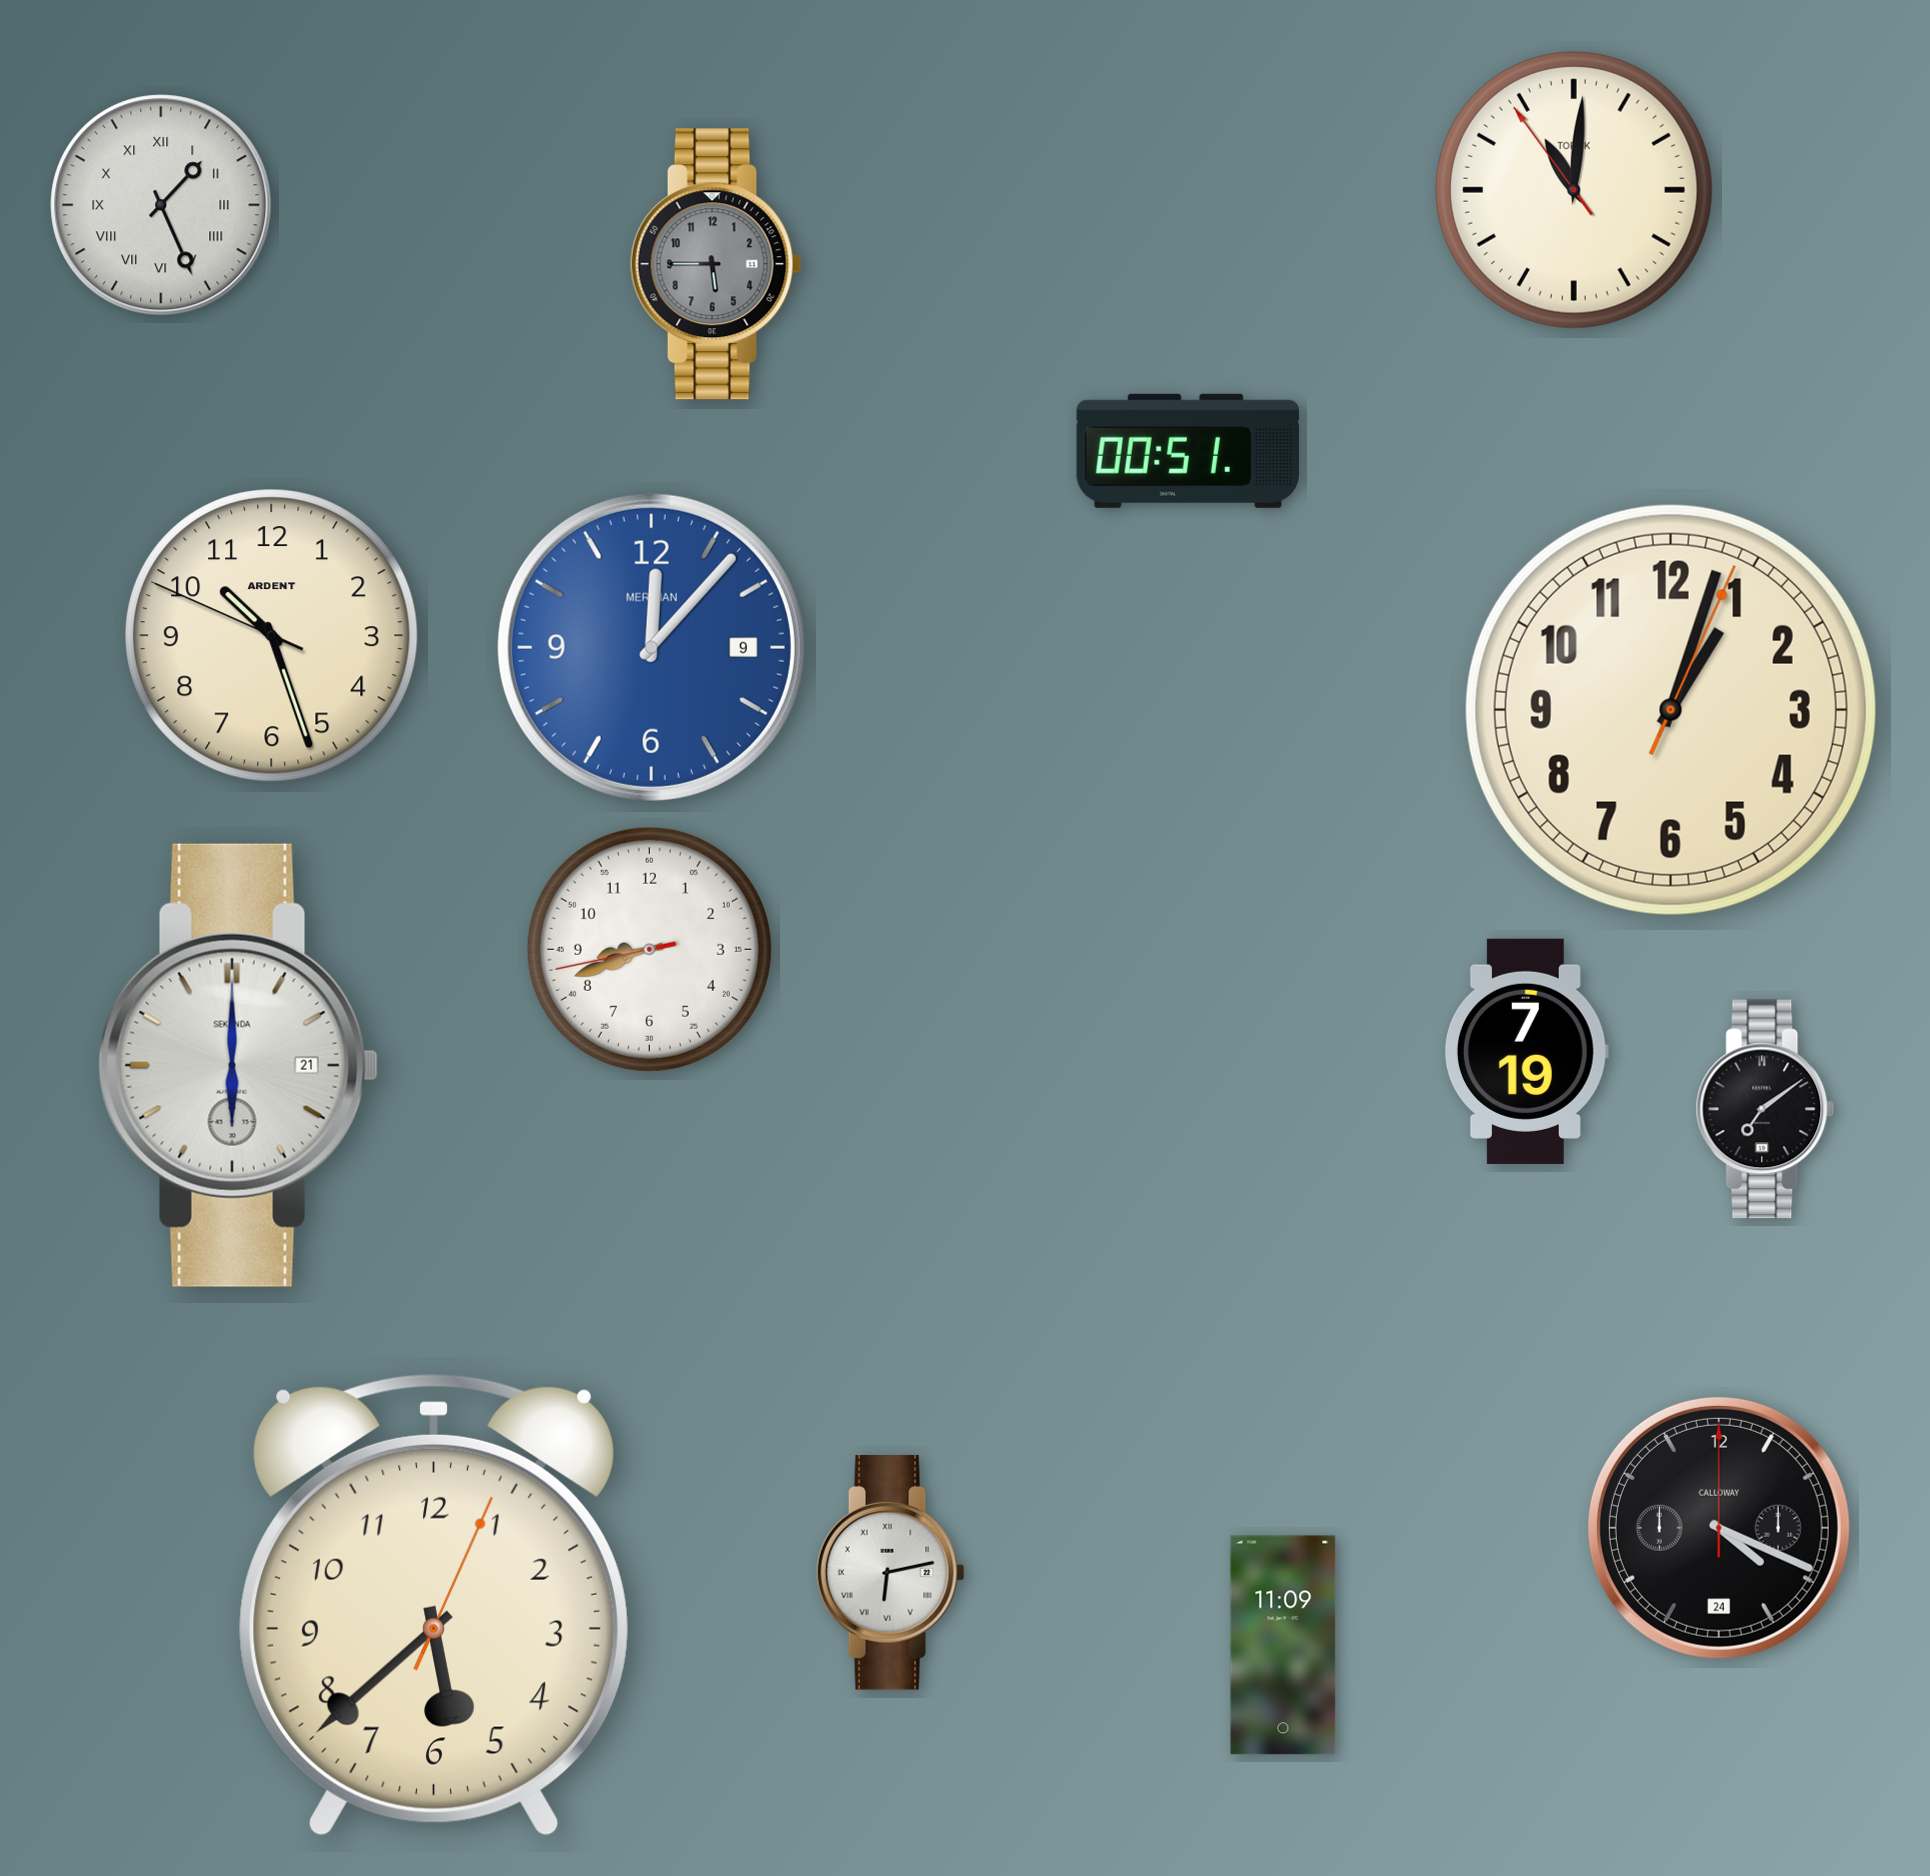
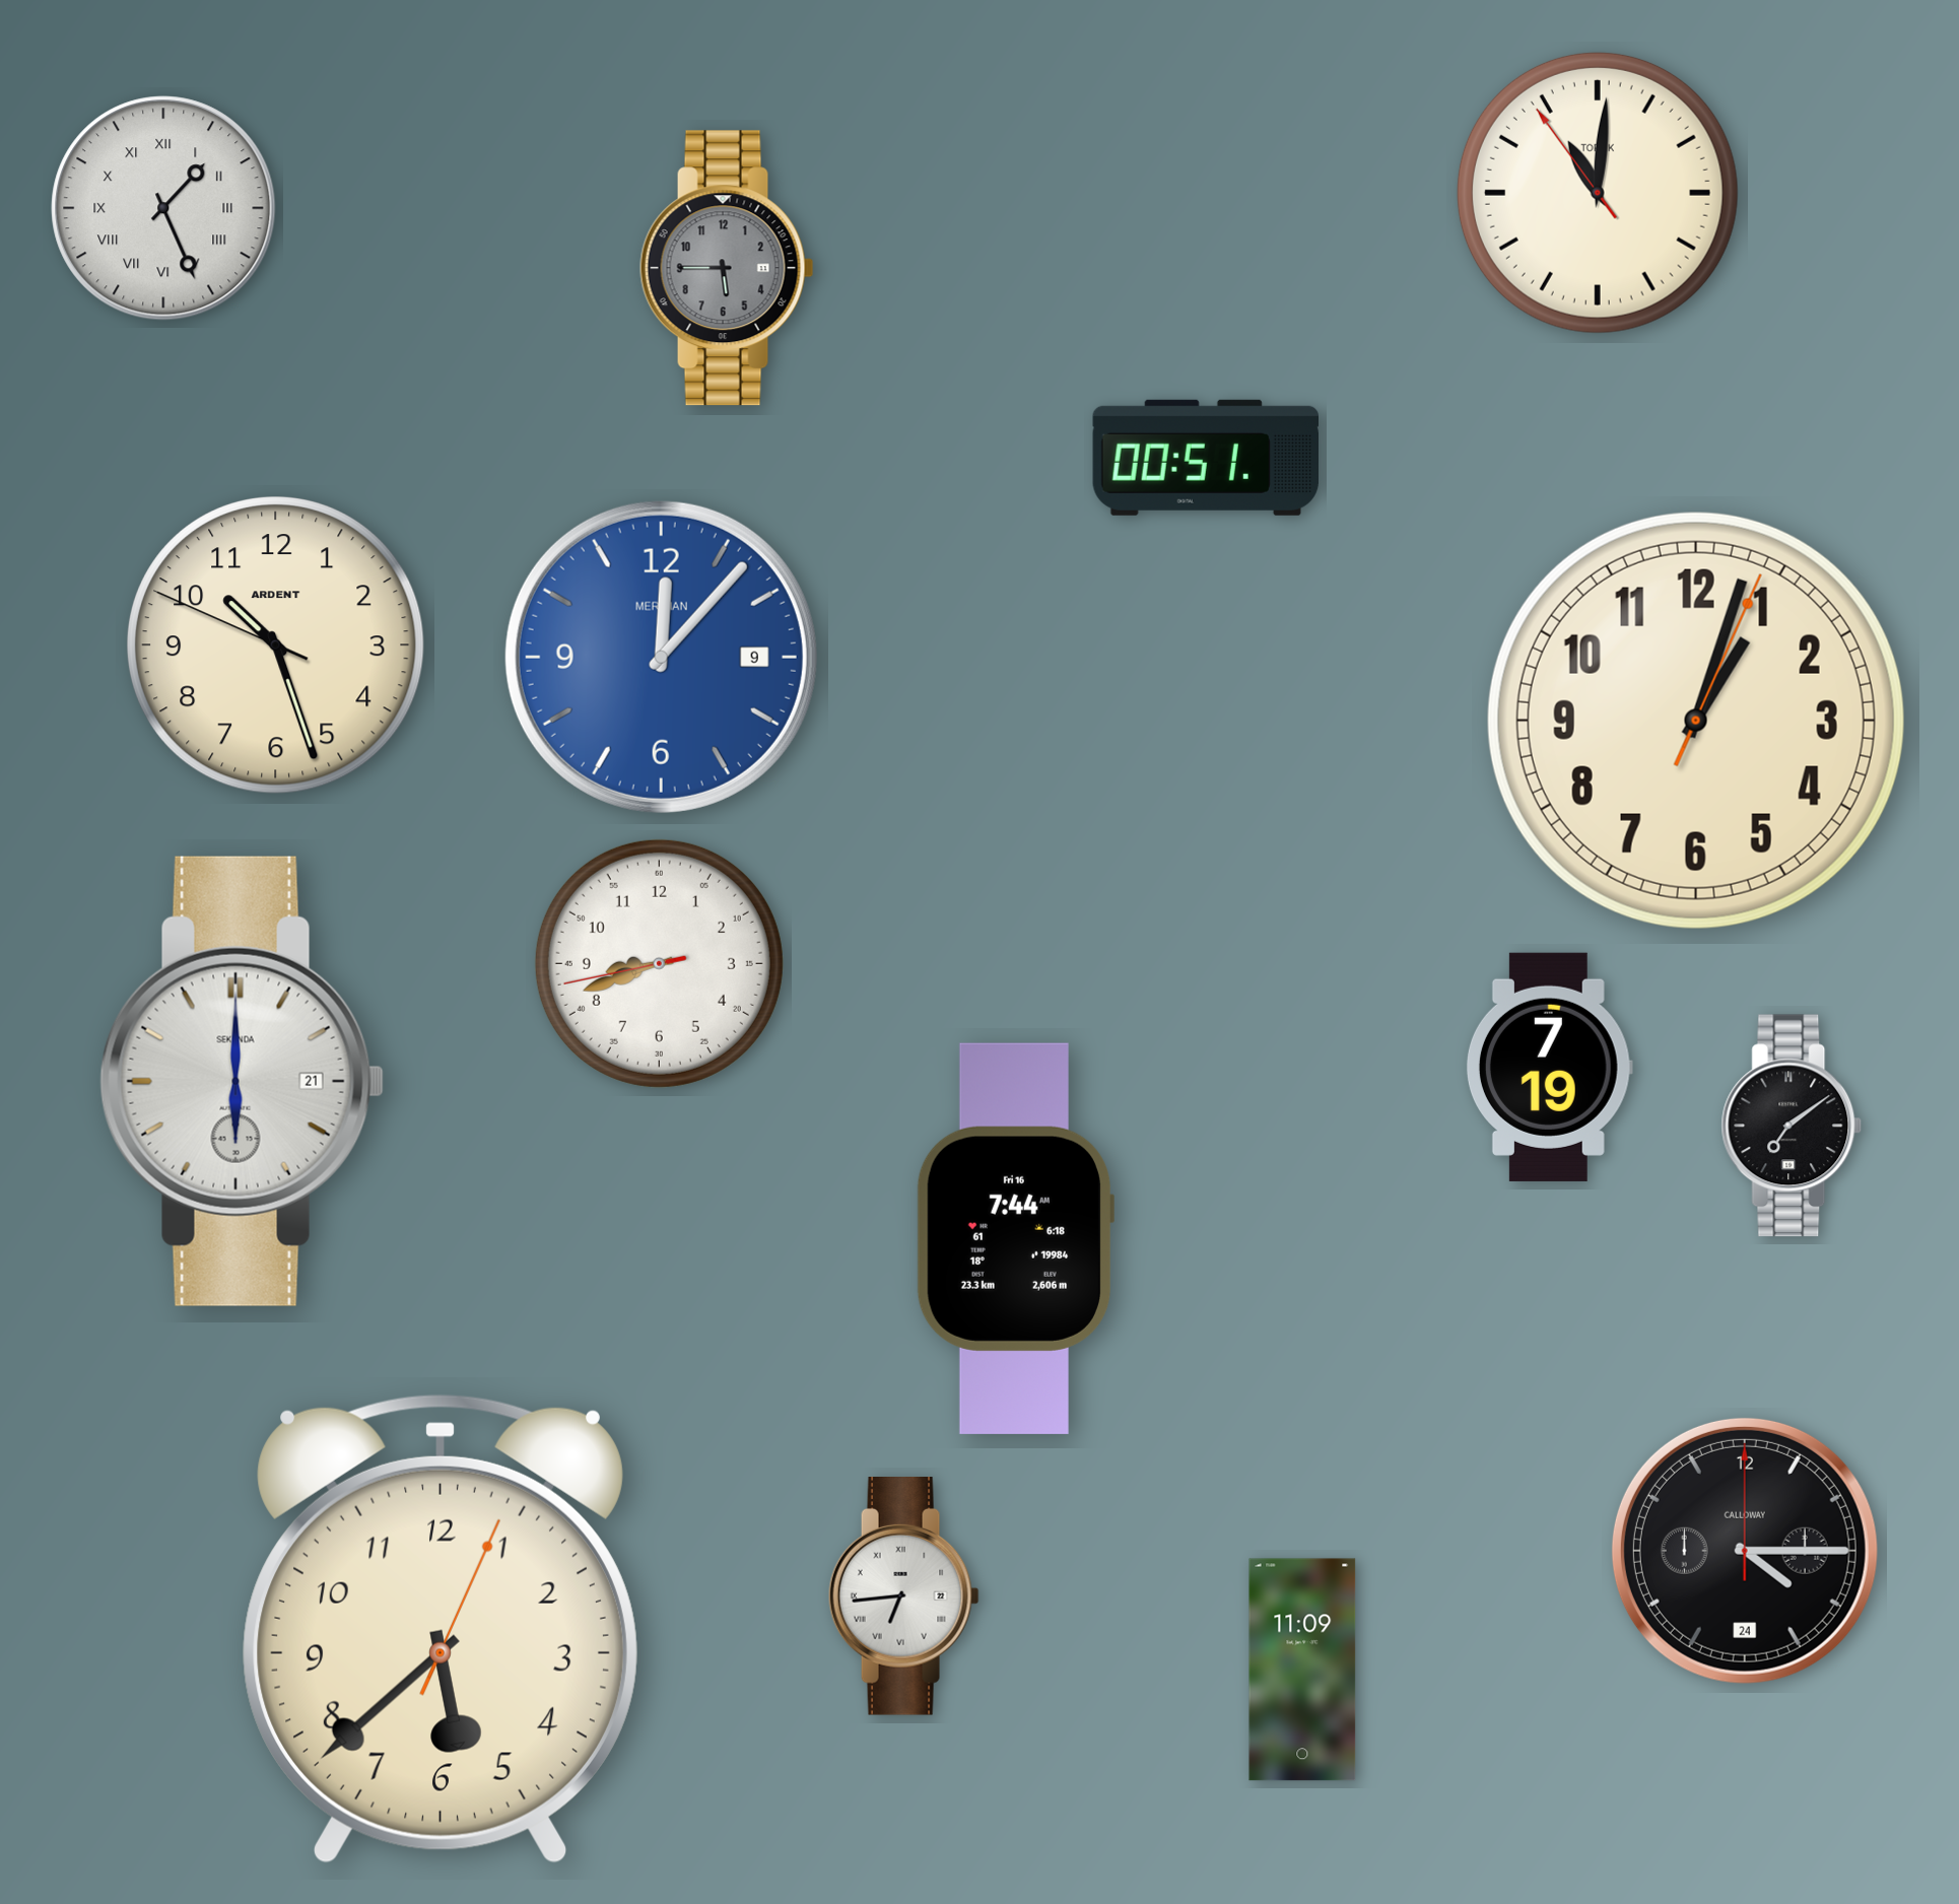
clock at (1015, 1238): none -> 7:44
clock at (1719, 1528): 4:19 -> 4:15
clock at (890, 1573): 6:13 -> 6:44
